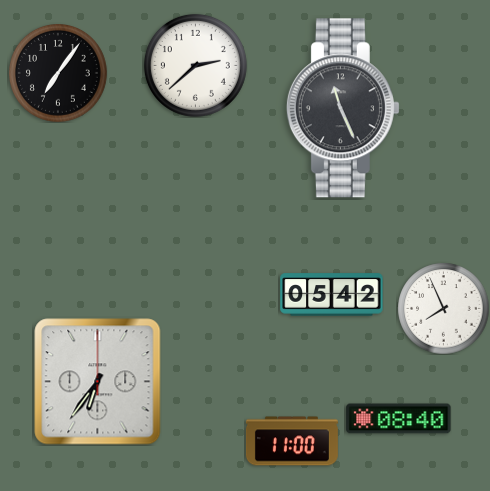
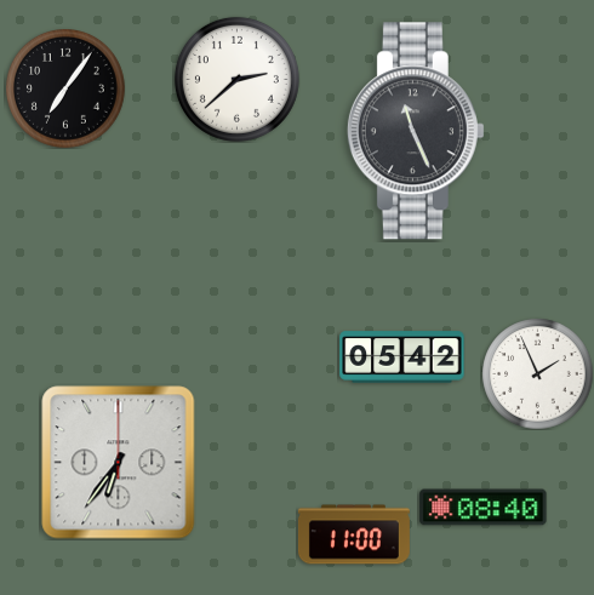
clock at (59, 74) position: (59, 74) -> (67, 90)
clock at (443, 308): 7:56 -> 1:56
